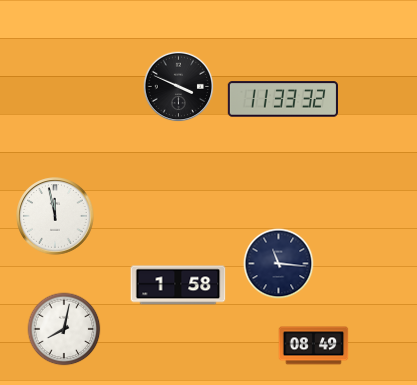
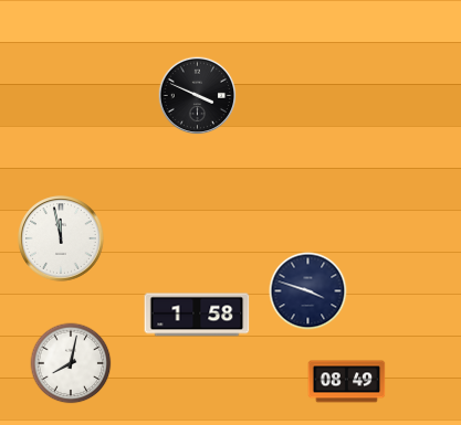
clock at (282, 99): 11:33 -> none
clock at (279, 264): 11:16 -> 3:48
